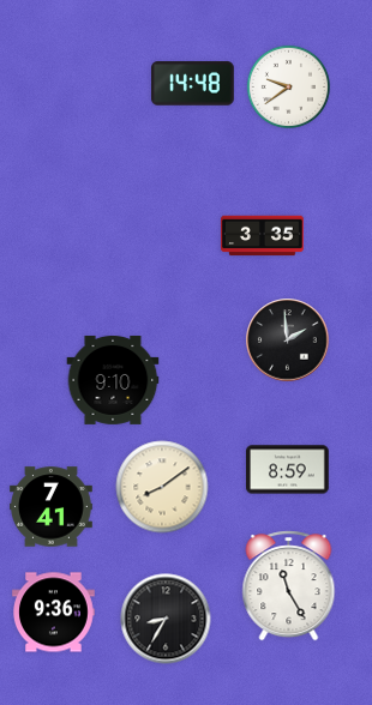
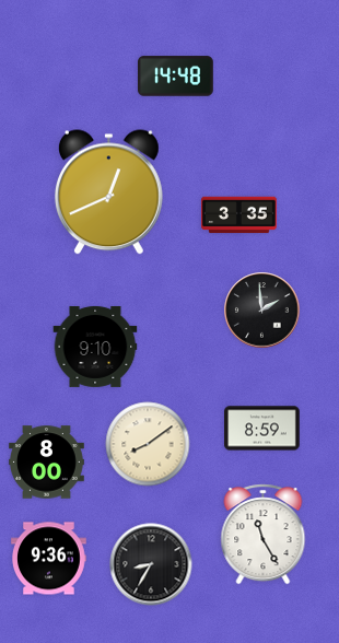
clock at (288, 86): 9:39 -> none
clock at (108, 192): none -> 12:41
clock at (113, 380) position: (113, 380) -> (95, 347)
clock at (52, 507): 7:41 -> 8:00
